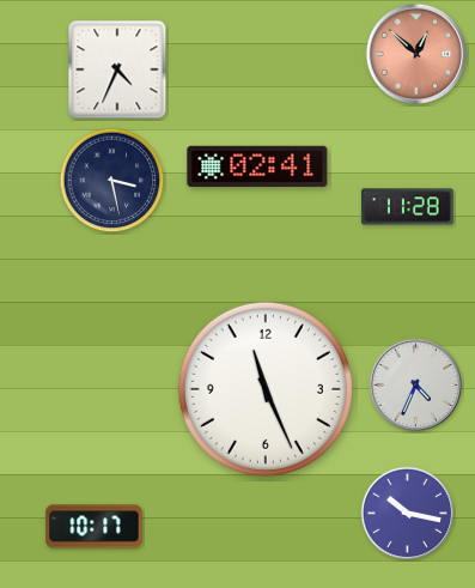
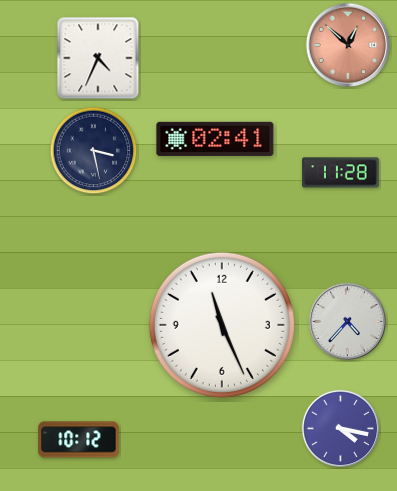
clock at (416, 386): 4:34 -> 4:37
clock at (408, 514): 10:17 -> 4:17
clock at (95, 527): 10:17 -> 10:12
